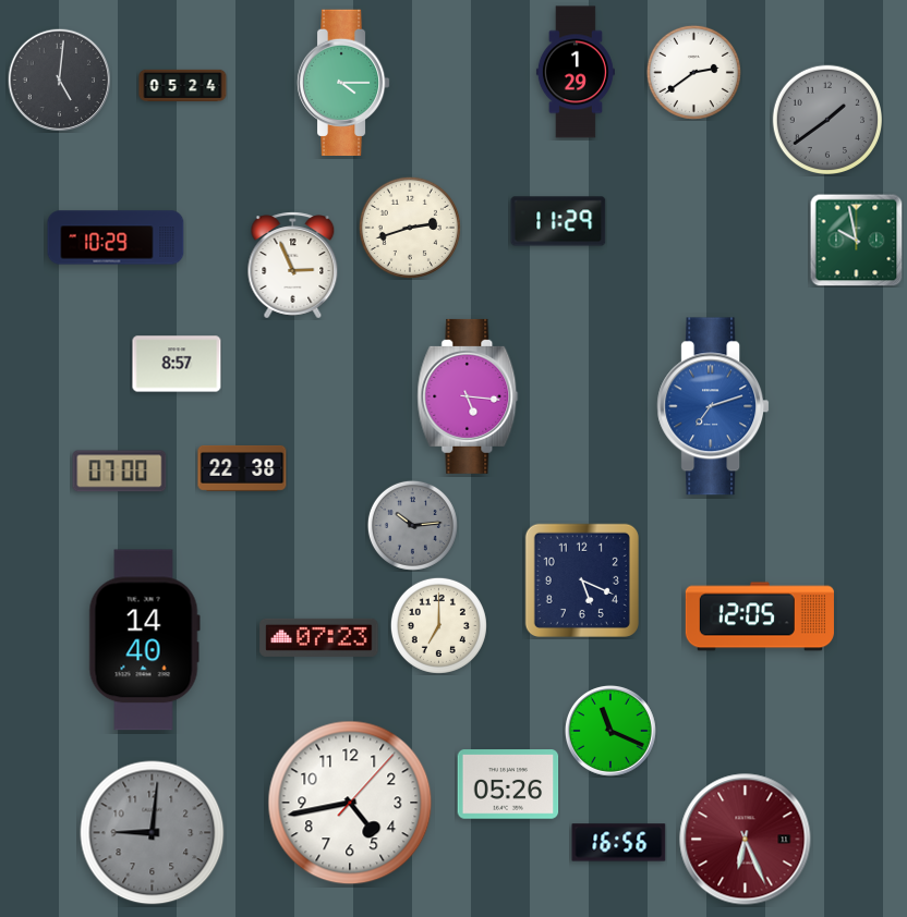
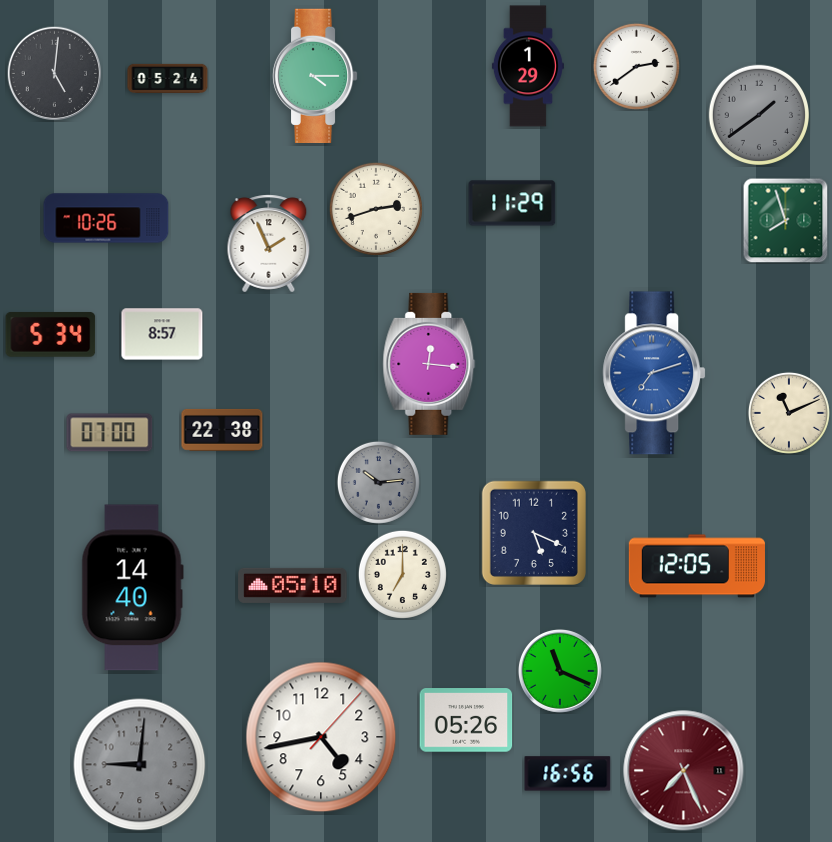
clock at (826, 119) position: (826, 119) -> (758, 114)
clock at (116, 237): 10:29 -> 10:26
clock at (856, 240): 9:58 -> 7:57
clock at (293, 266): 2:56 -> 1:56
clock at (51, 334): none -> 5:34
clock at (468, 396): 5:16 -> 12:16
clock at (789, 413): none -> 11:11
clock at (319, 637): 07:23 -> 05:10
clock at (746, 840): 6:26 -> 7:26
